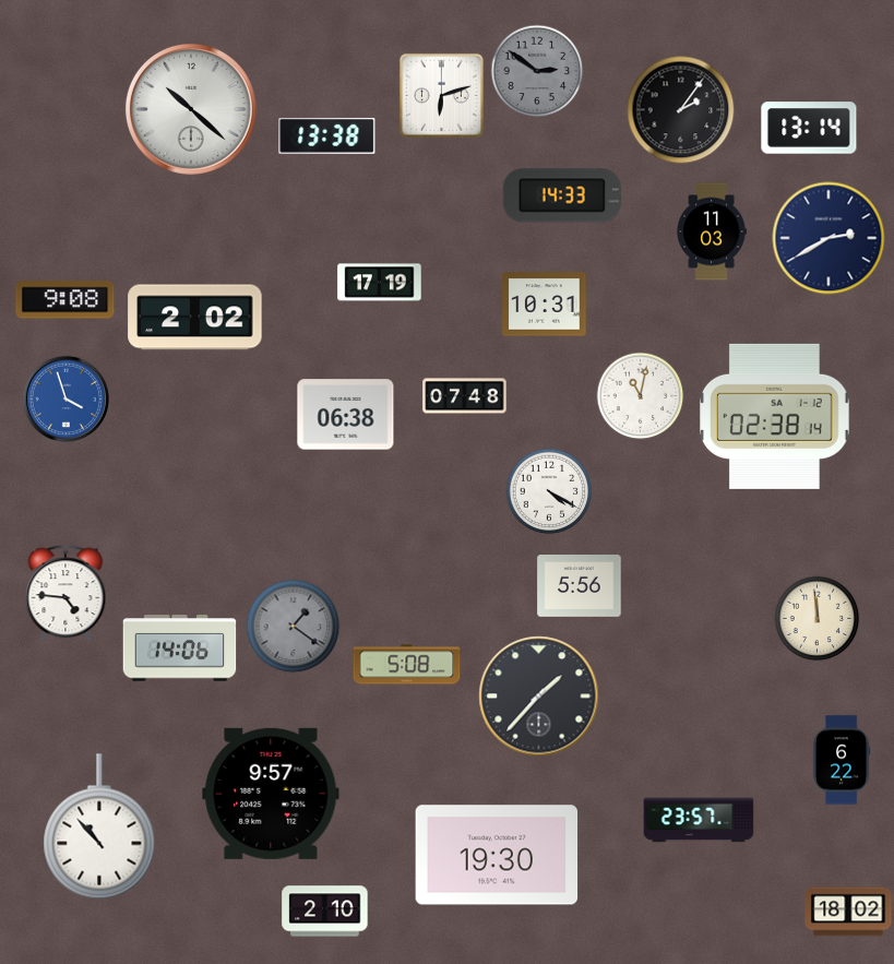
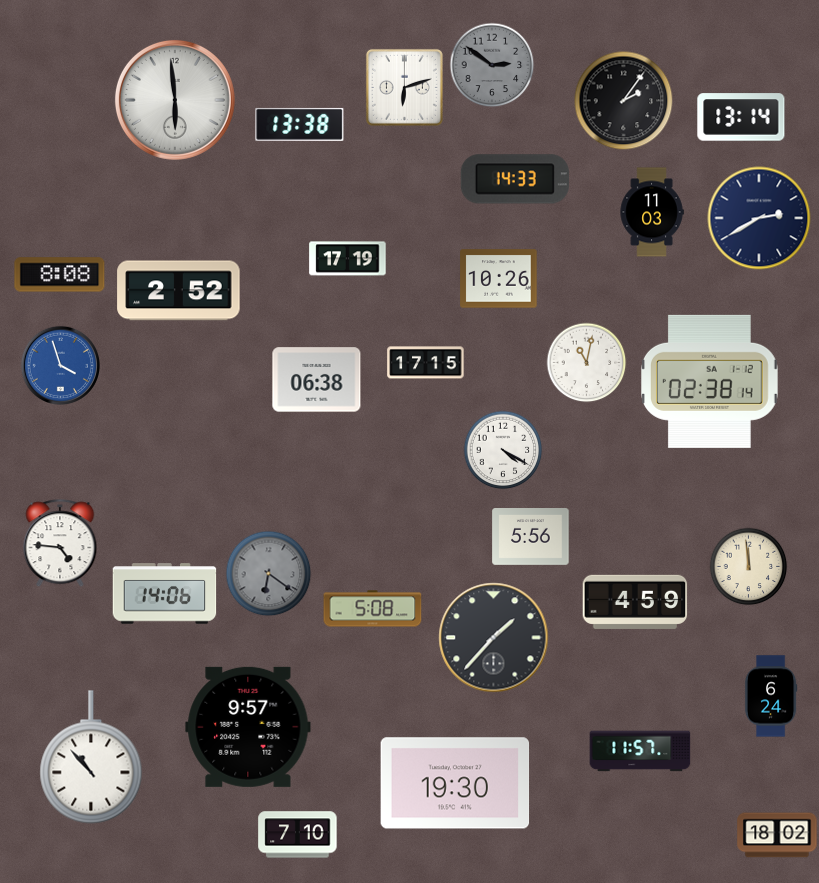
clock at (191, 109): 10:22 -> 5:59
clock at (65, 300): 9:08 -> 8:08
clock at (545, 305): 10:31 -> 10:26
clock at (195, 318): 2:02 -> 2:52
clock at (465, 396): 07:48 -> 17:15
clock at (293, 626): 1:21 -> 6:21
clock at (635, 602): none -> 4:59
clock at (842, 760): 6:22 -> 6:24
clock at (699, 820): 23:57 -> 11:57
clock at (325, 912): 2:10 -> 7:10
